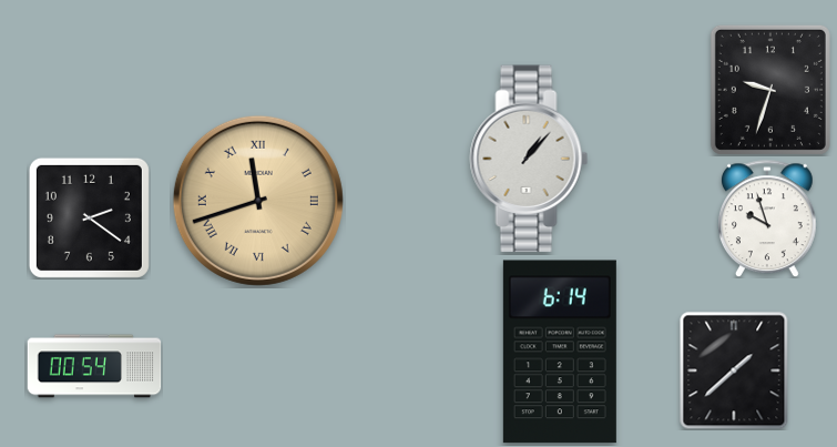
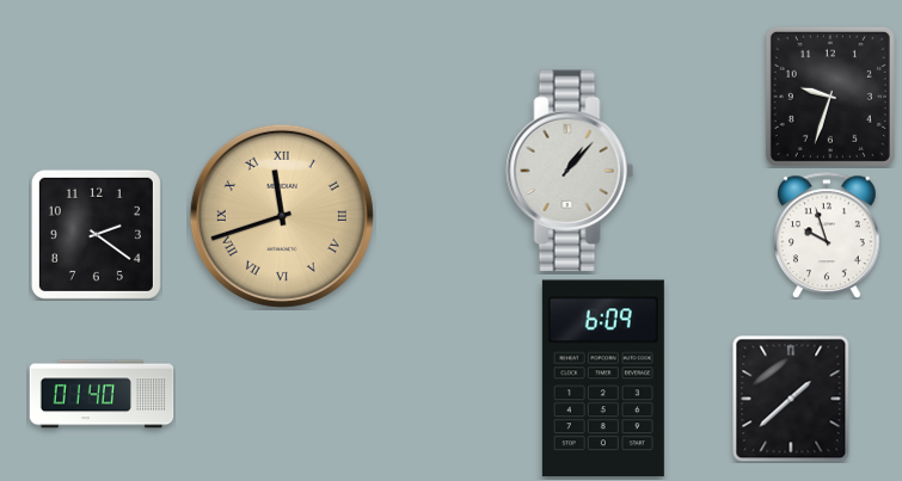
clock at (258, 201) position: (258, 201) -> (282, 216)
clock at (560, 352): 6:14 -> 6:09
clock at (94, 366): 00:54 -> 01:40
